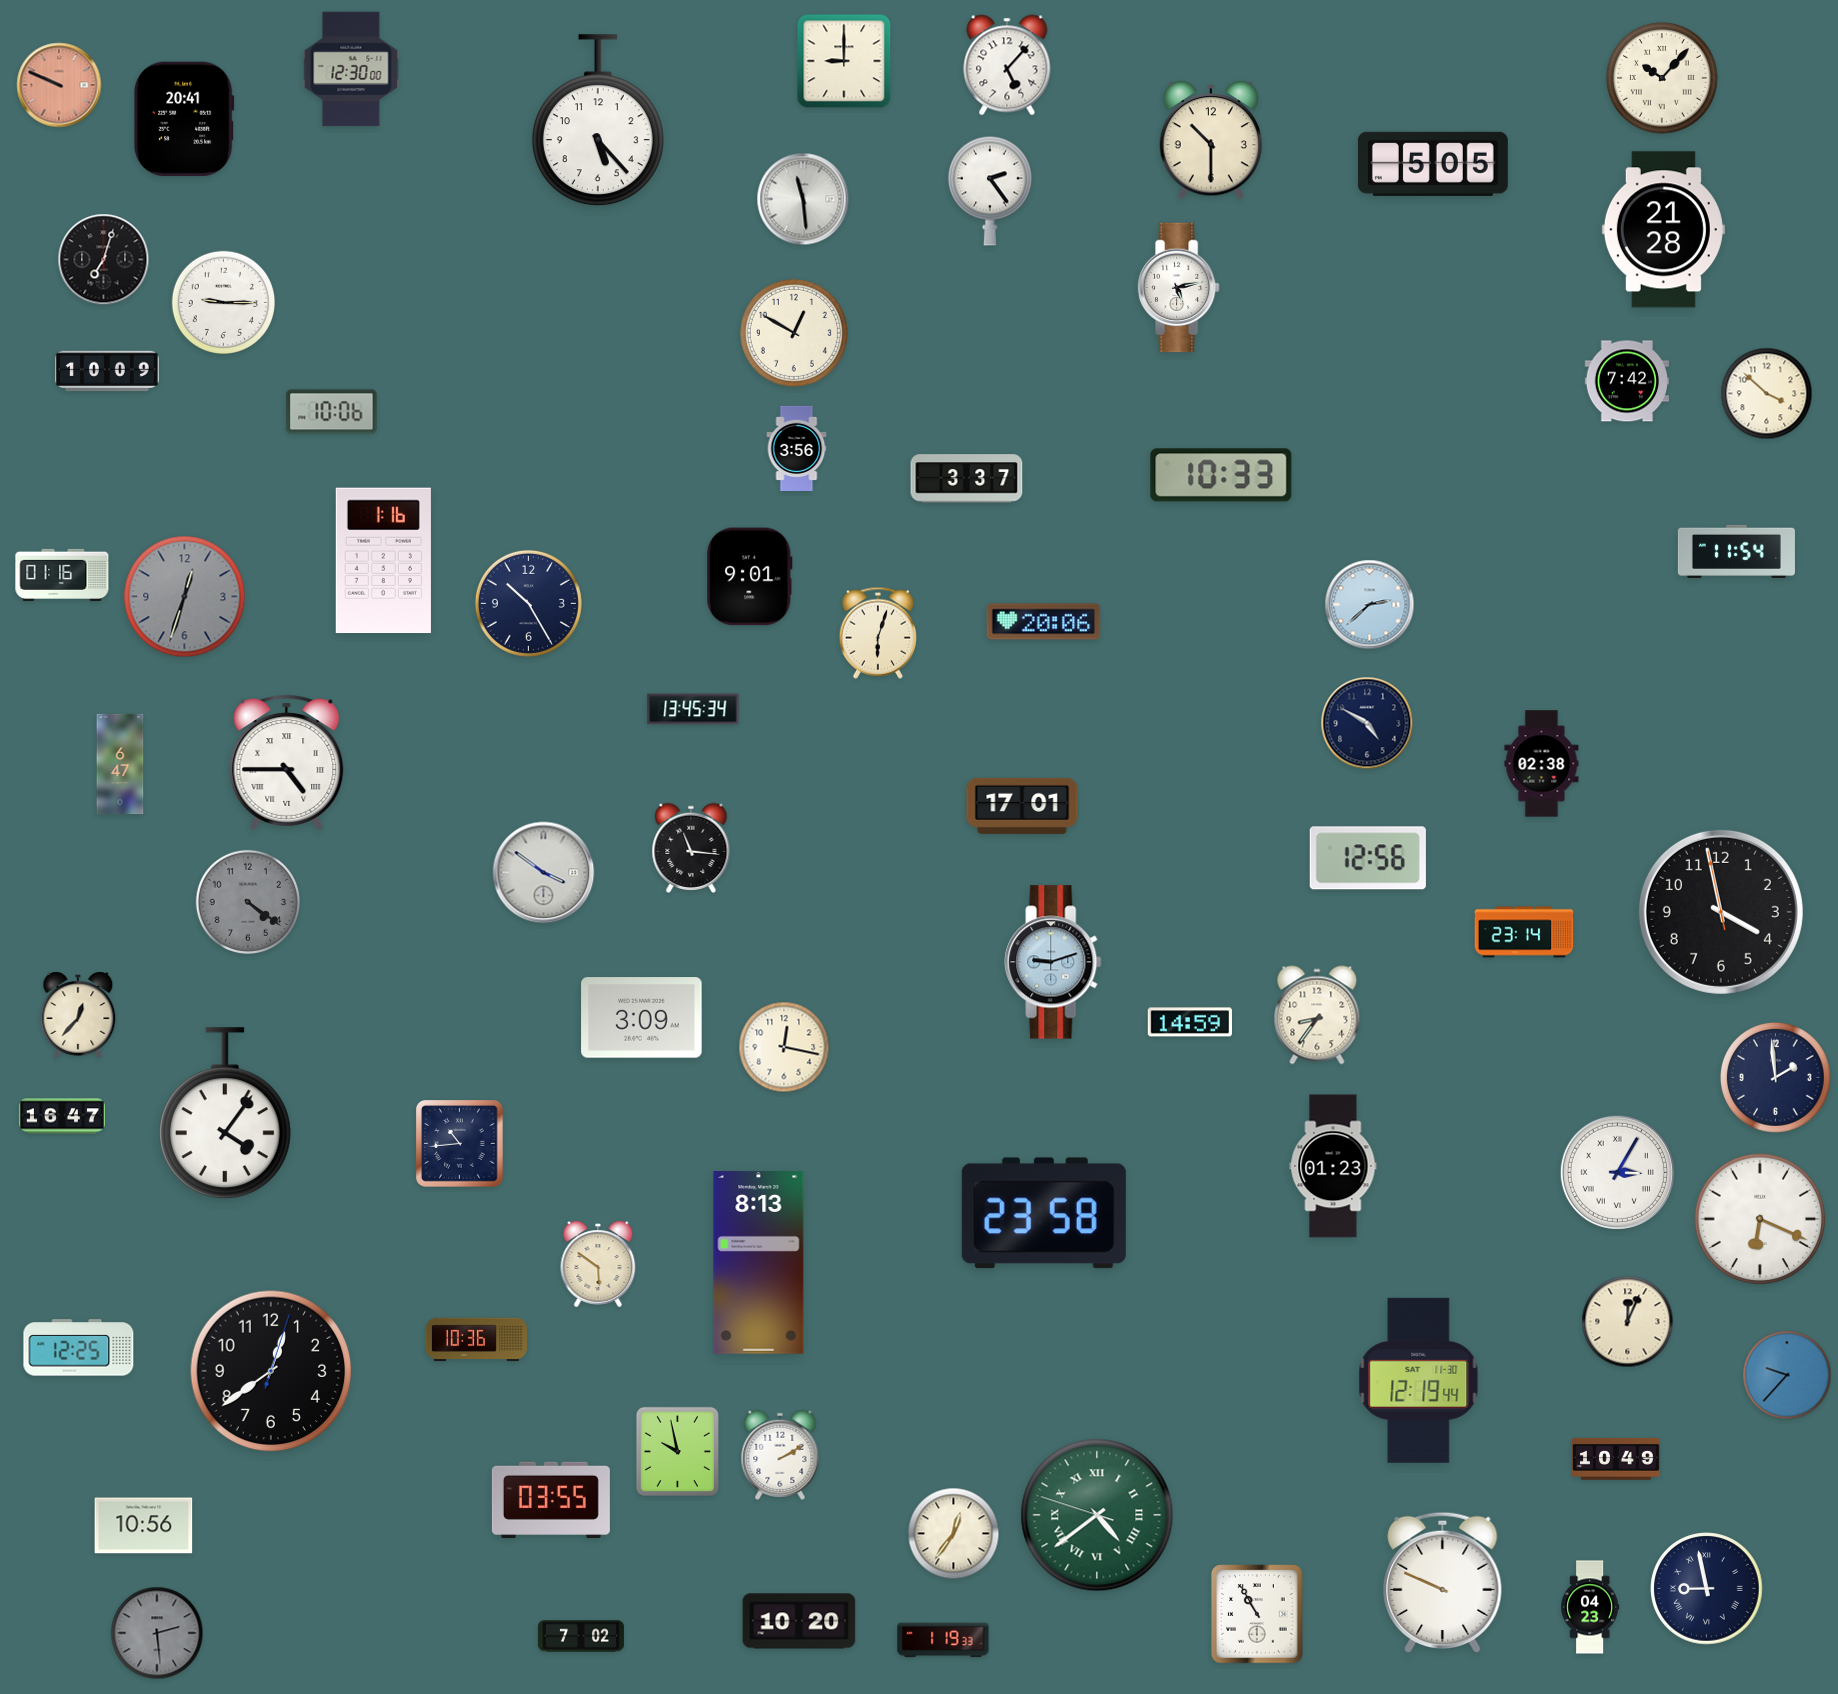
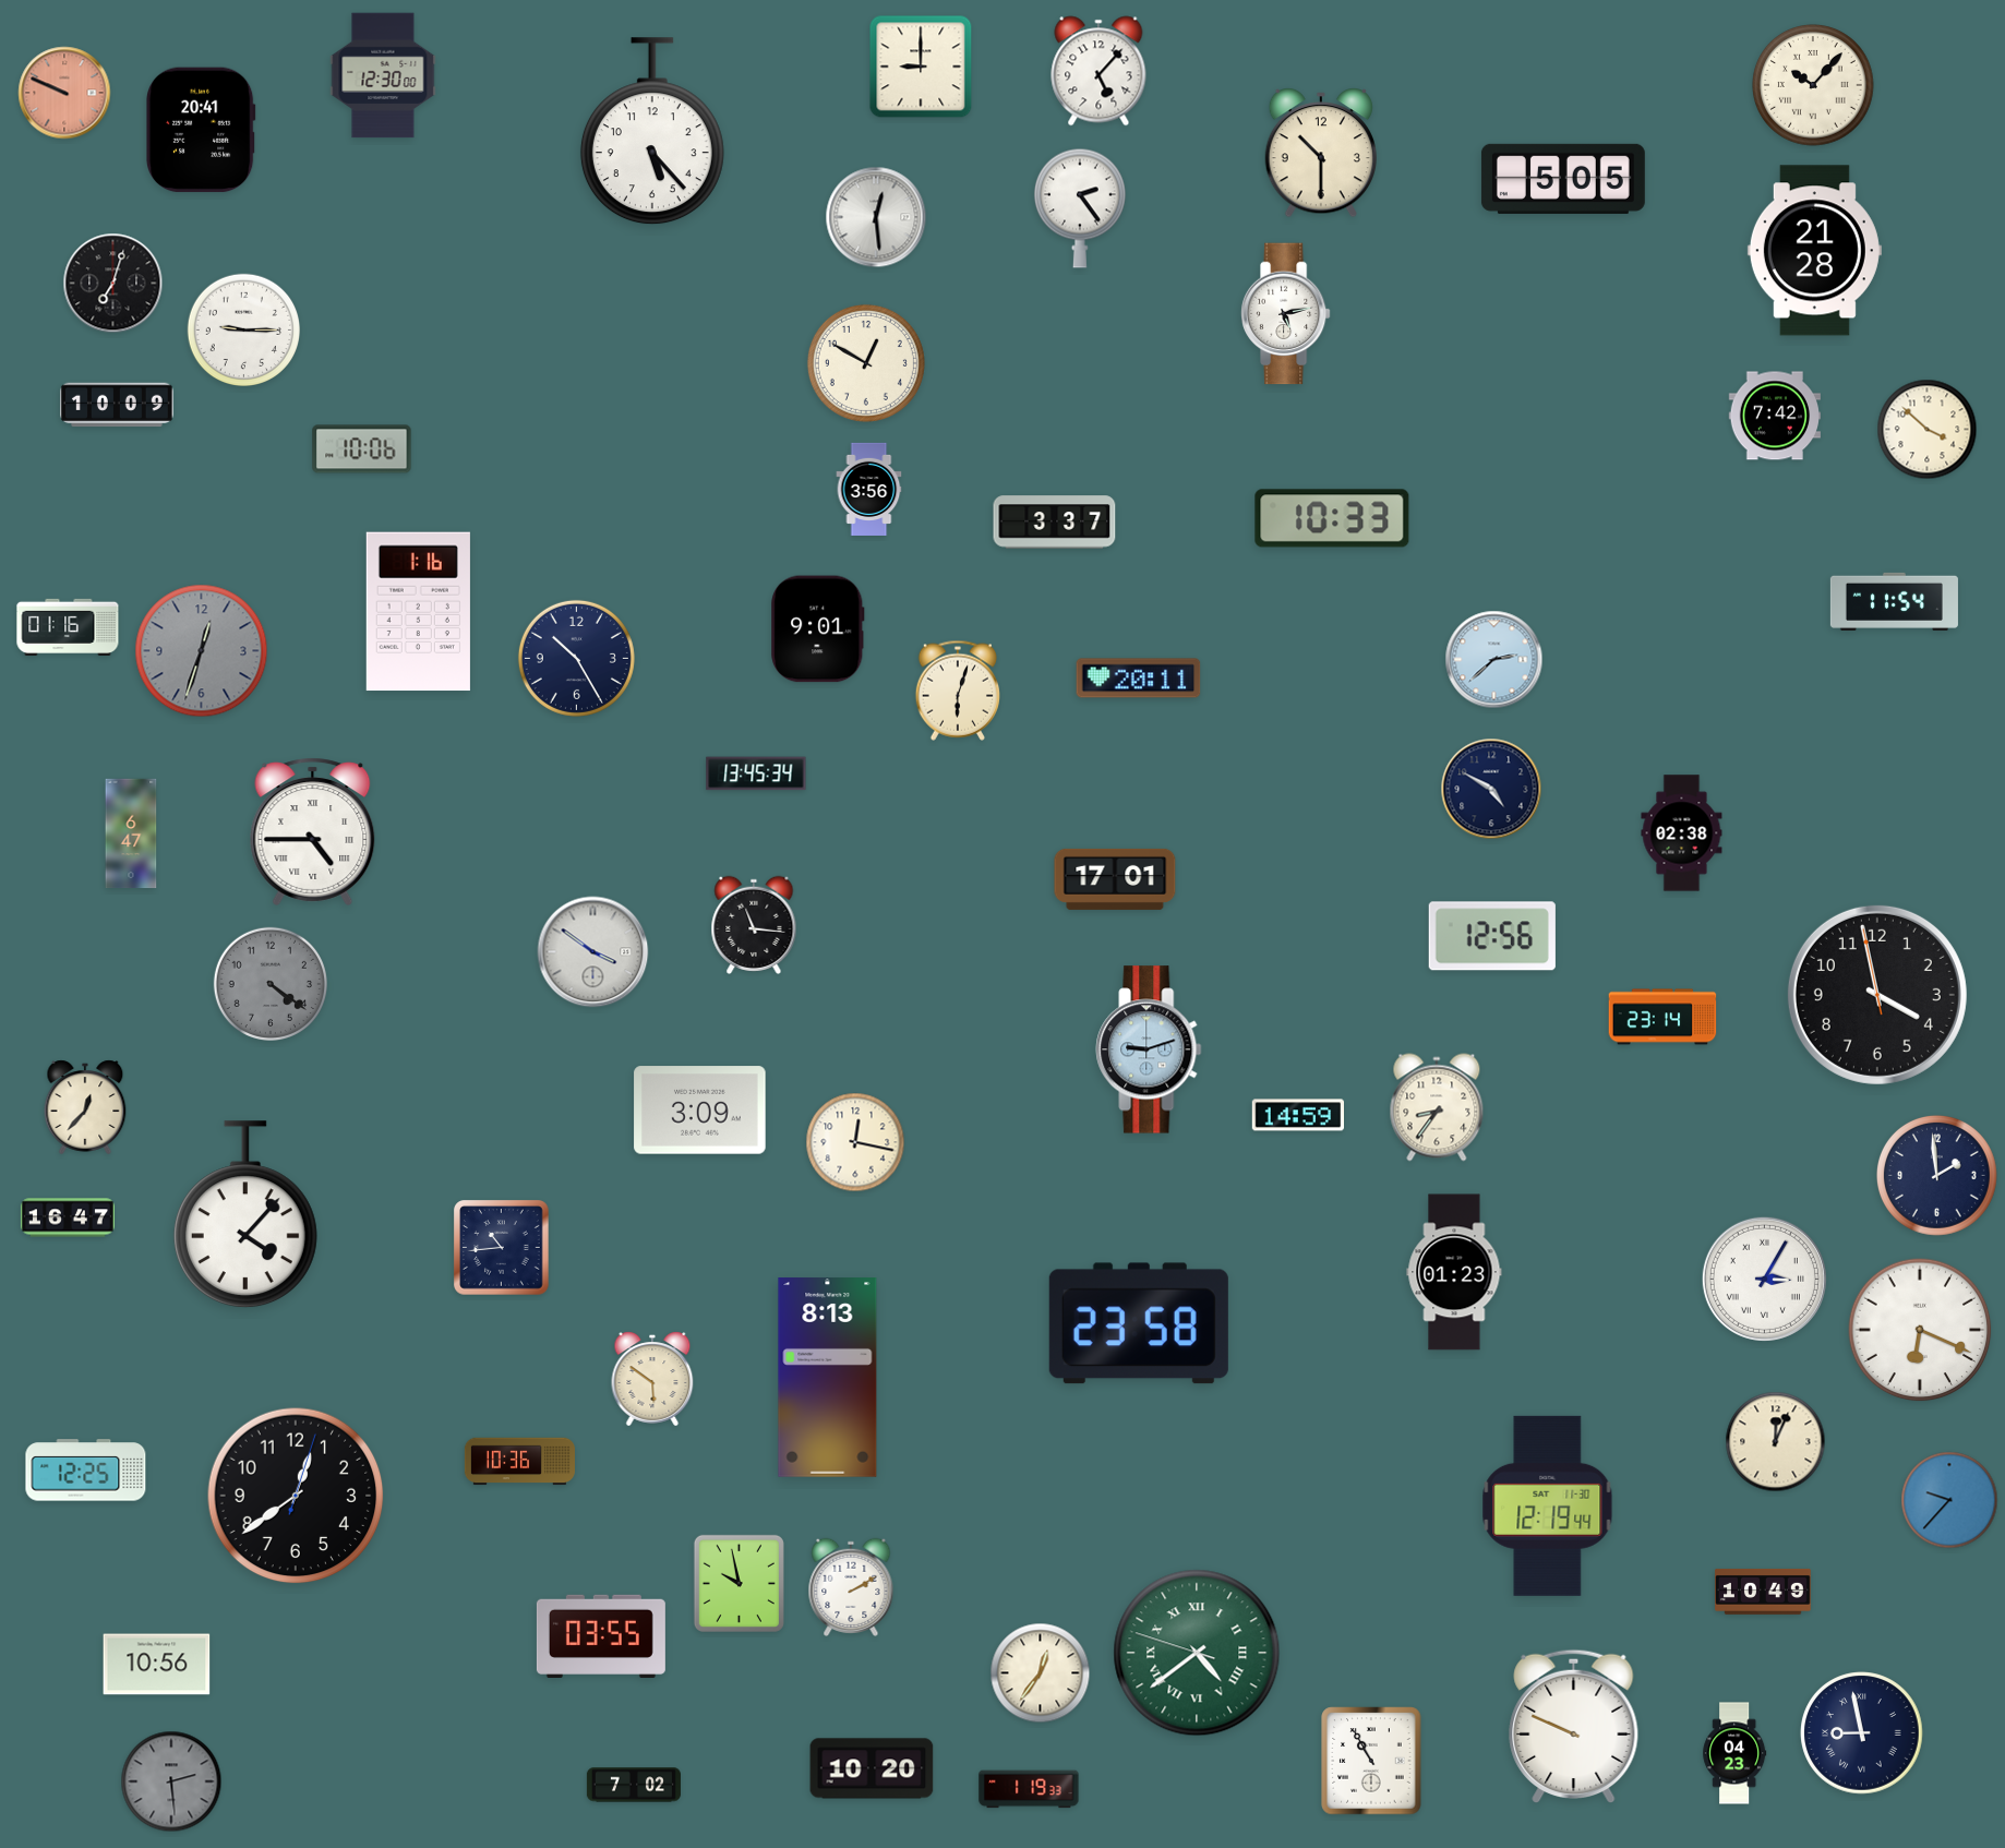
clock at (803, 199): 11:29 -> 12:29
clock at (1044, 622): 20:06 -> 20:11
clock at (225, 1114): 4:06 -> 4:07
